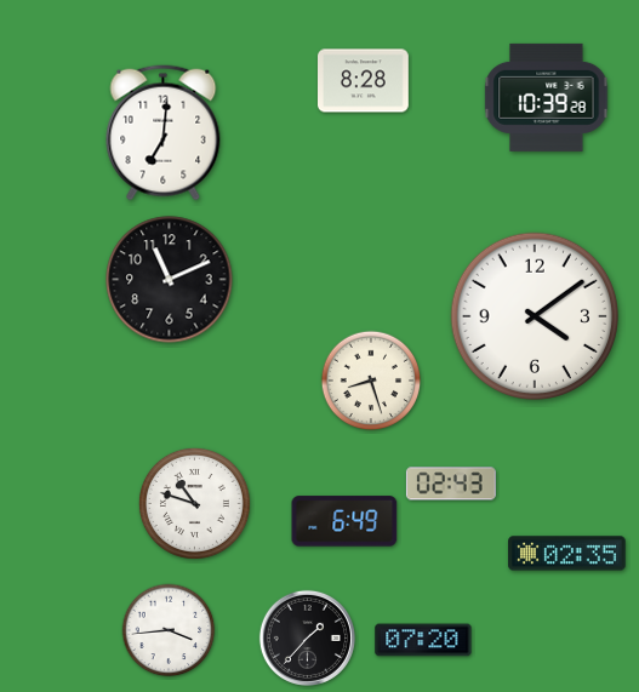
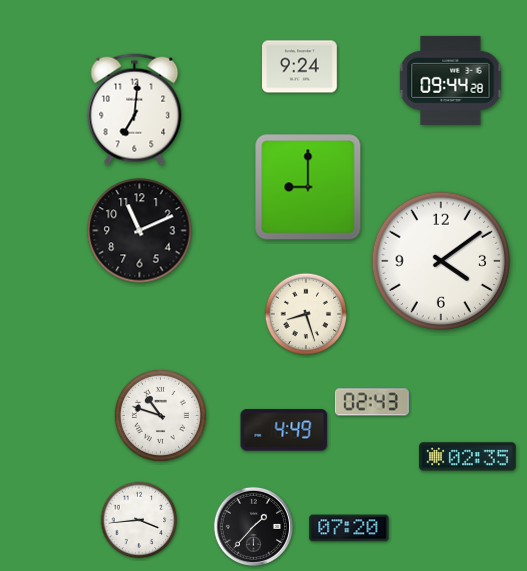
clock at (364, 81): 8:28 -> 9:24
clock at (547, 97): 10:39 -> 09:44
clock at (308, 187): none -> 9:00
clock at (451, 484) position: (451, 484) -> (372, 402)
clock at (344, 521): 6:49 -> 4:49
